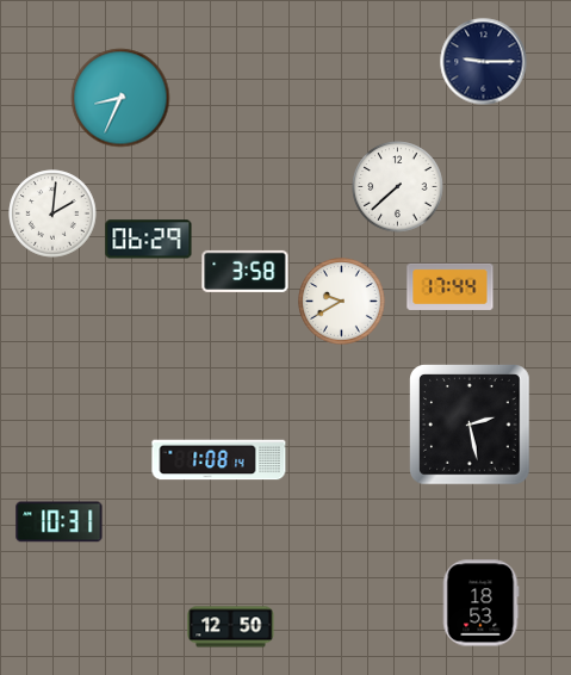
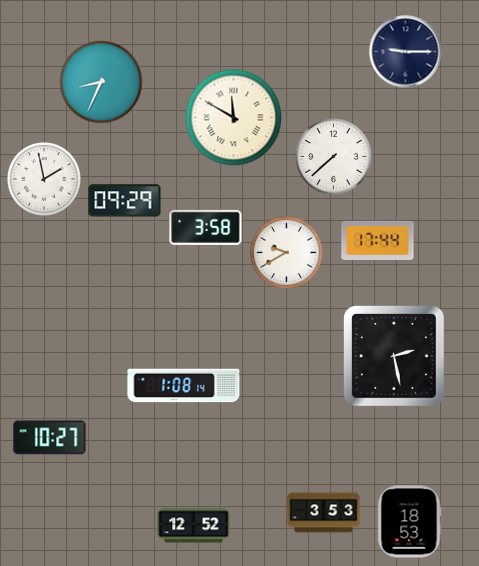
clock at (234, 118): none -> 11:50
clock at (52, 213): 2:01 -> 1:58
clock at (149, 240): 06:29 -> 09:29
clock at (60, 522): 10:31 -> 10:27
clock at (480, 603) position: (480, 603) -> (409, 522)
clock at (324, 513): none -> 3:53
clock at (231, 627): 12:50 -> 12:52
